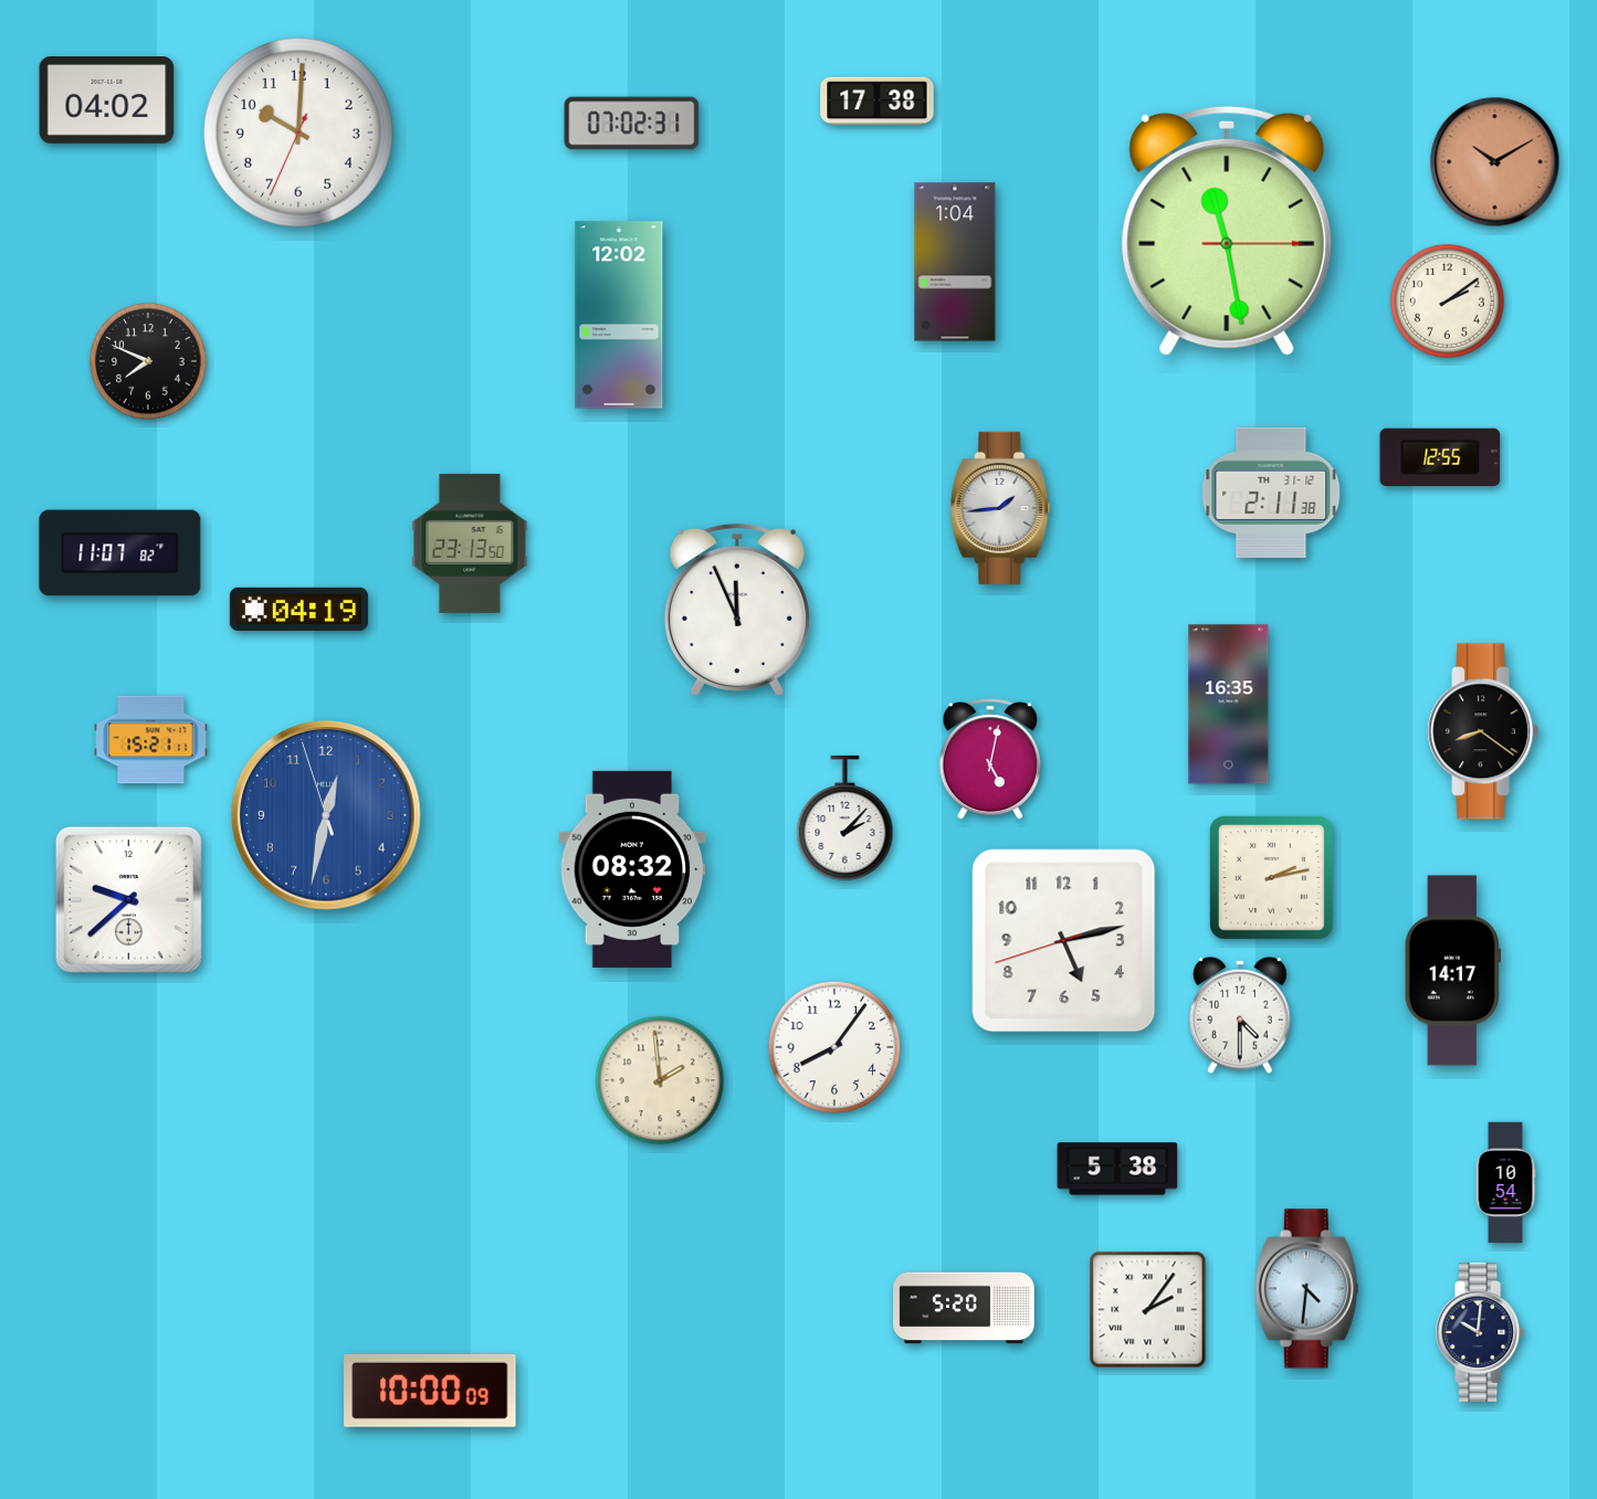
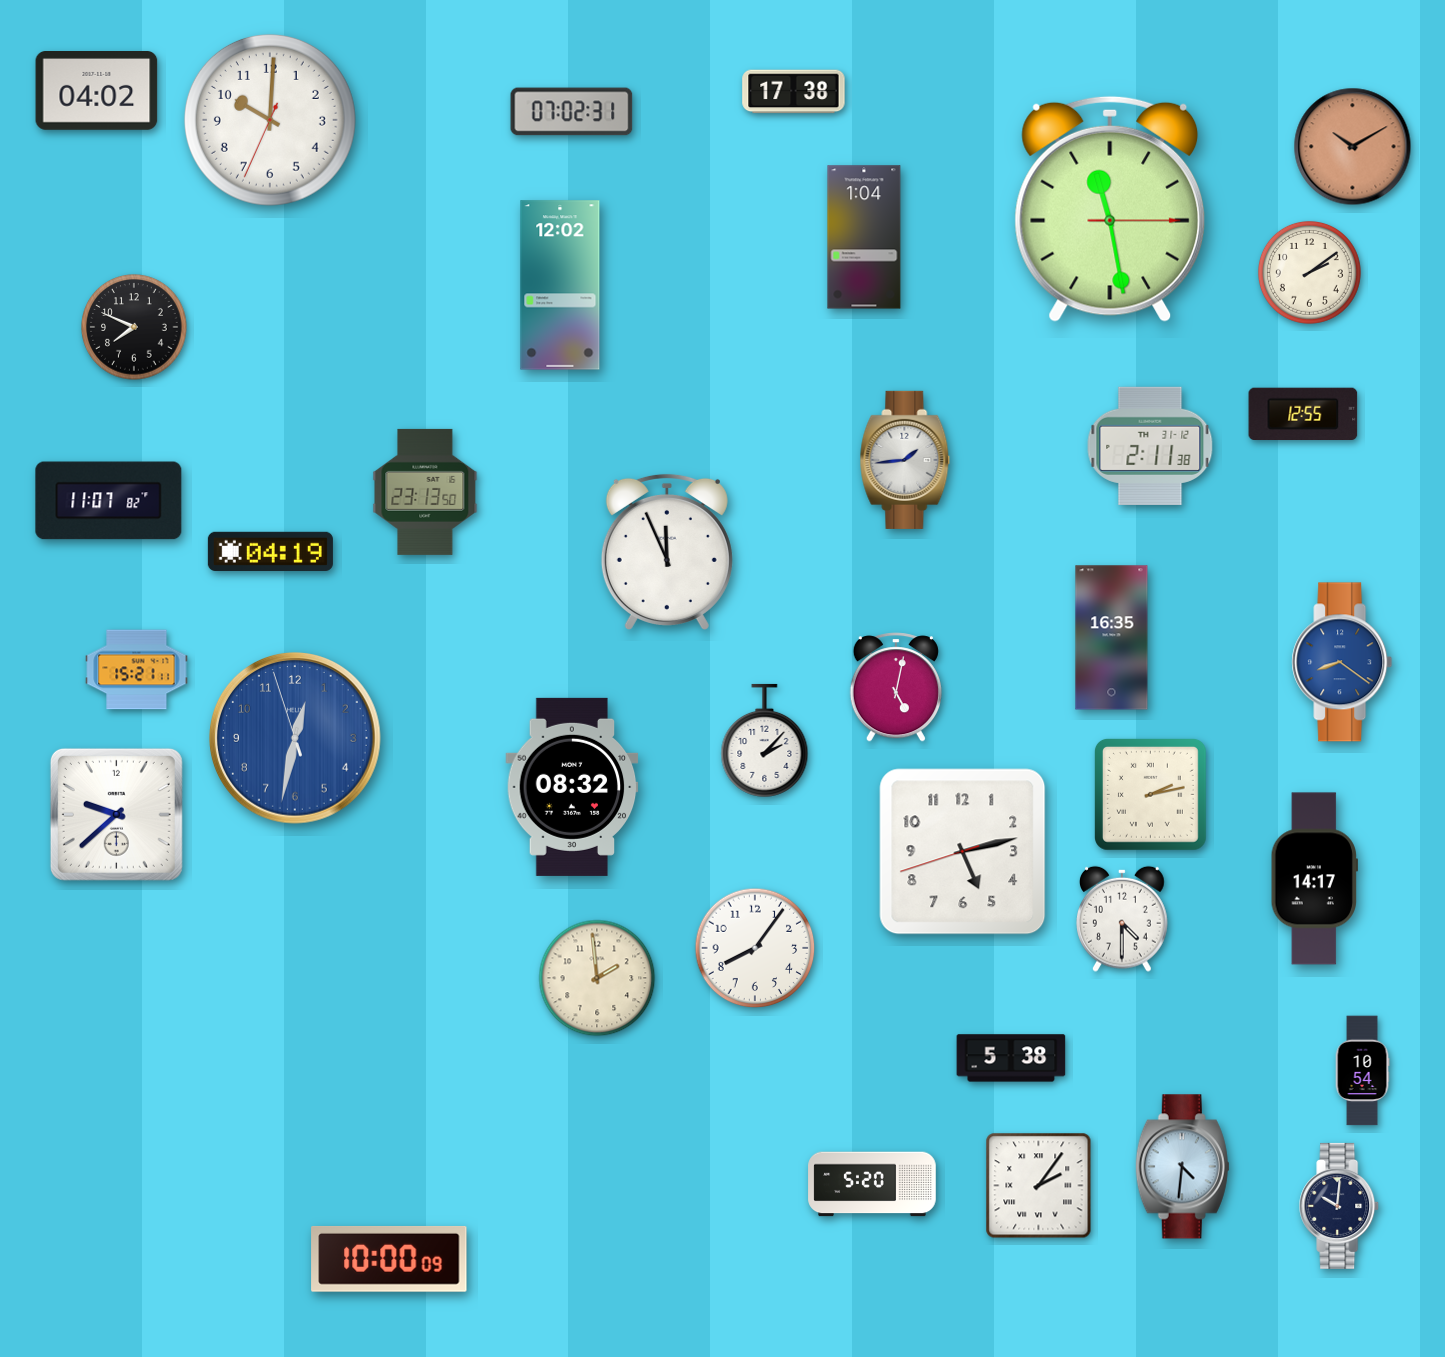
clock at (1483, 731) dial: black -> blue
